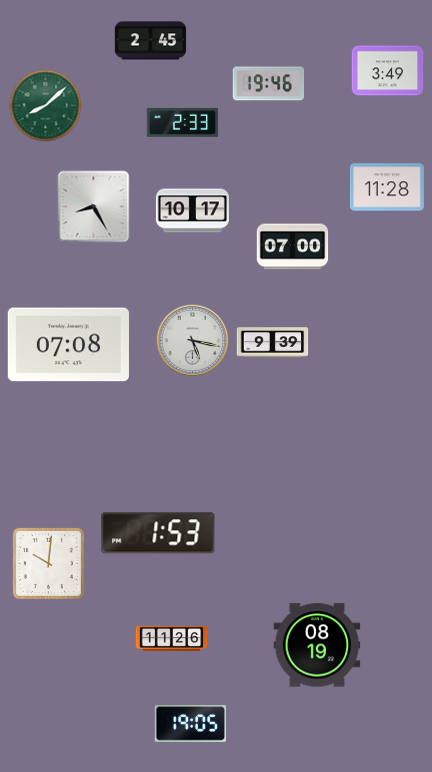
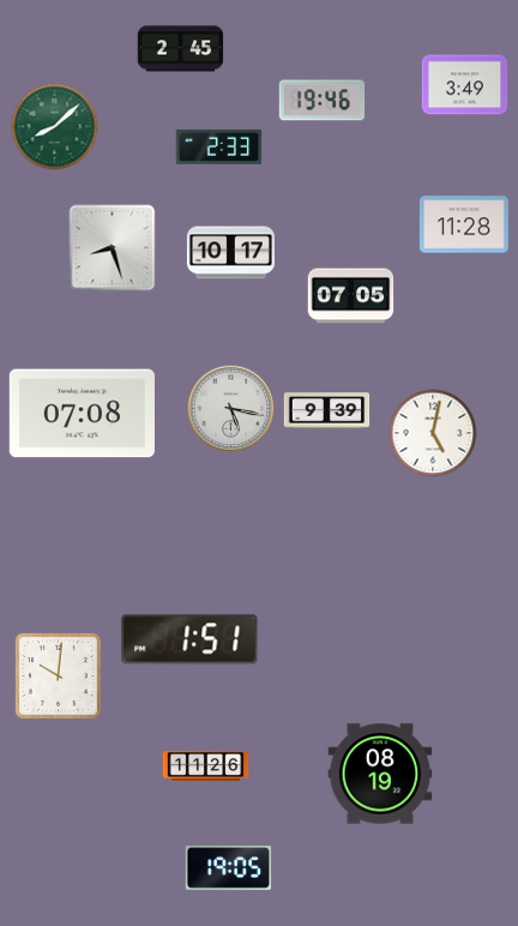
clock at (94, 207): 8:25 -> 8:27
clock at (293, 247): 07:00 -> 07:05
clock at (433, 433): none -> 5:02
clock at (158, 533): 1:53 -> 1:51
